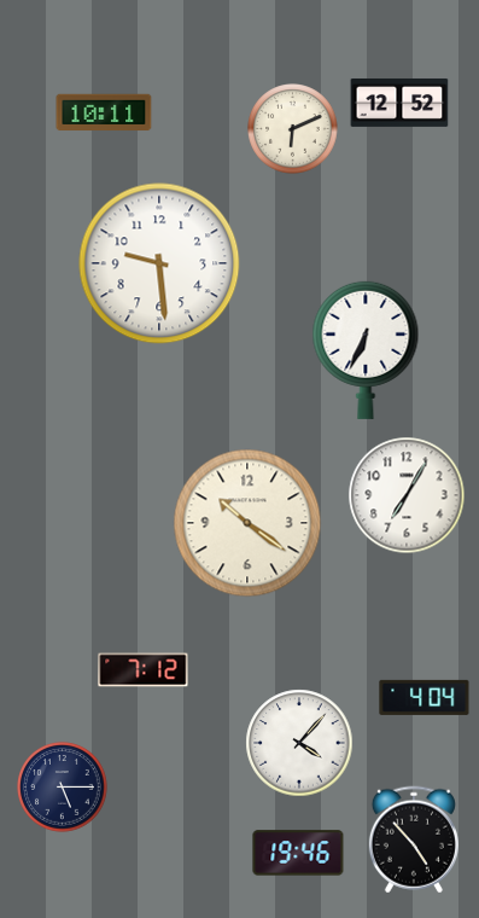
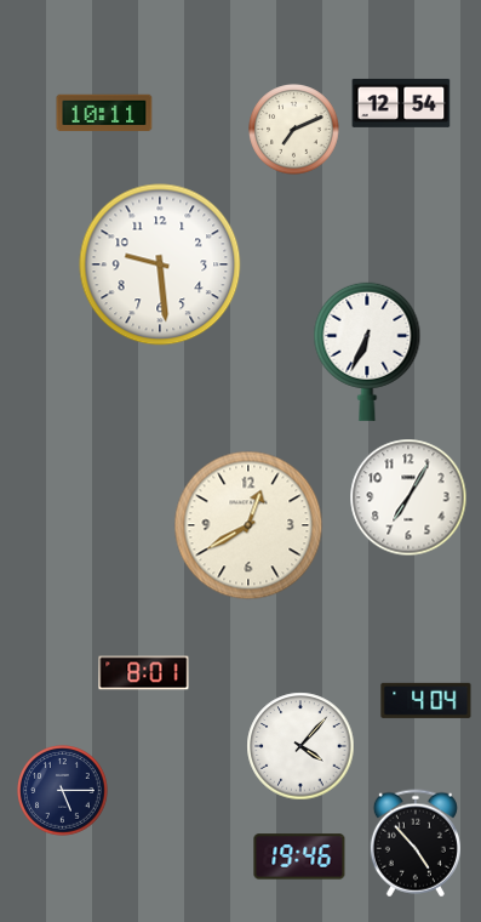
clock at (399, 103): 12:52 -> 12:54
clock at (293, 129): 6:11 -> 7:11
clock at (247, 523): 10:21 -> 12:40
clock at (144, 670): 7:12 -> 8:01
